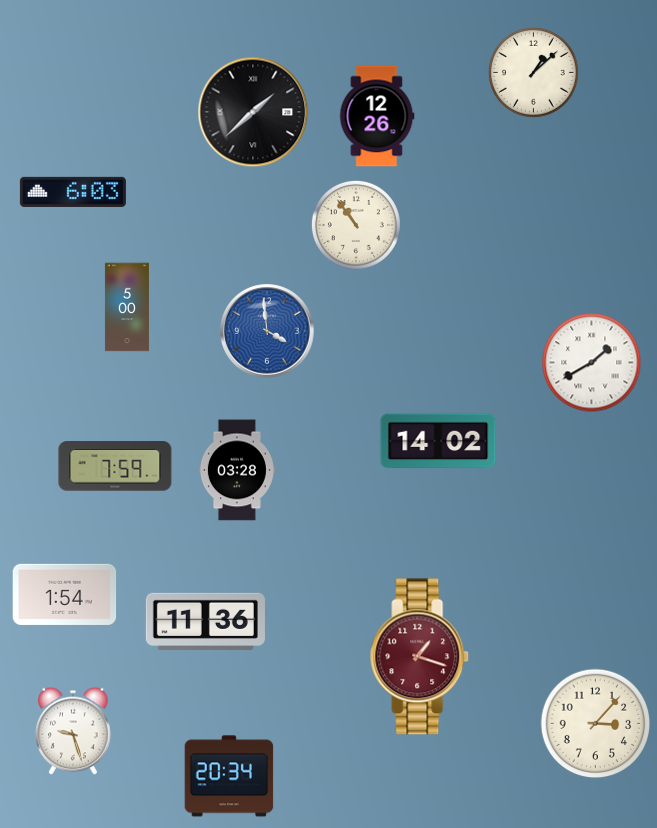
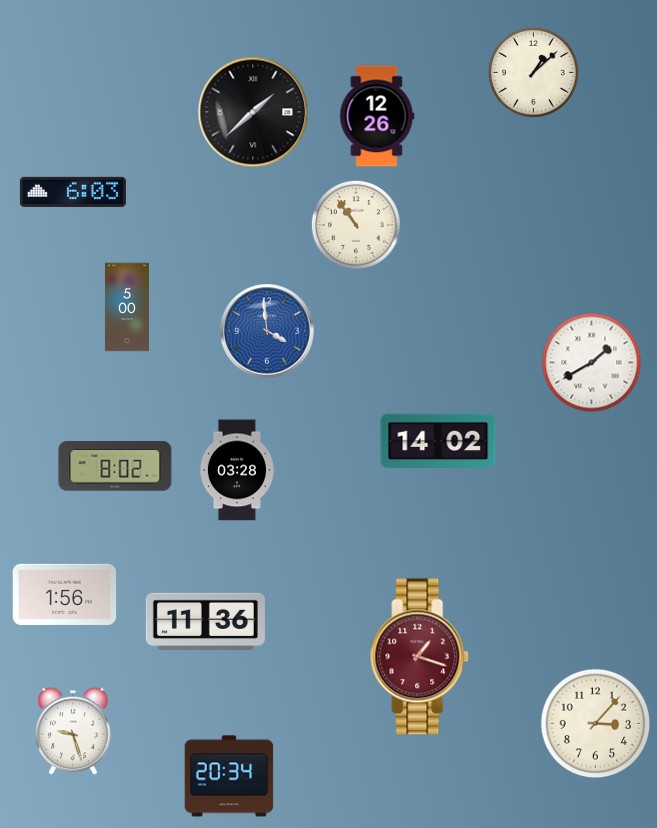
clock at (115, 466): 7:59 -> 8:02
clock at (65, 594): 1:54 -> 1:56
